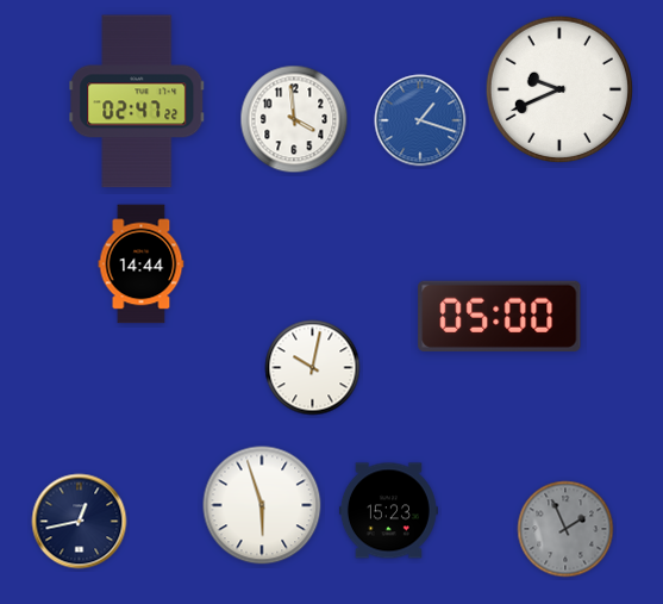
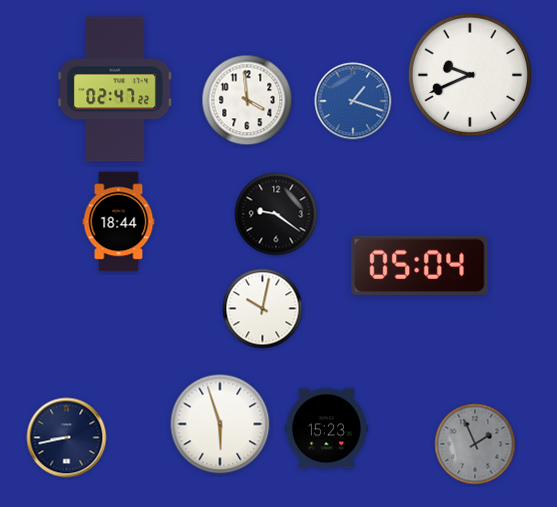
clock at (137, 101) position: (137, 101) -> (115, 89)
clock at (276, 214): none -> 9:21
clock at (142, 264): 14:44 -> 18:44
clock at (500, 316): 05:00 -> 05:04
clock at (80, 522): 12:43 -> 8:43
